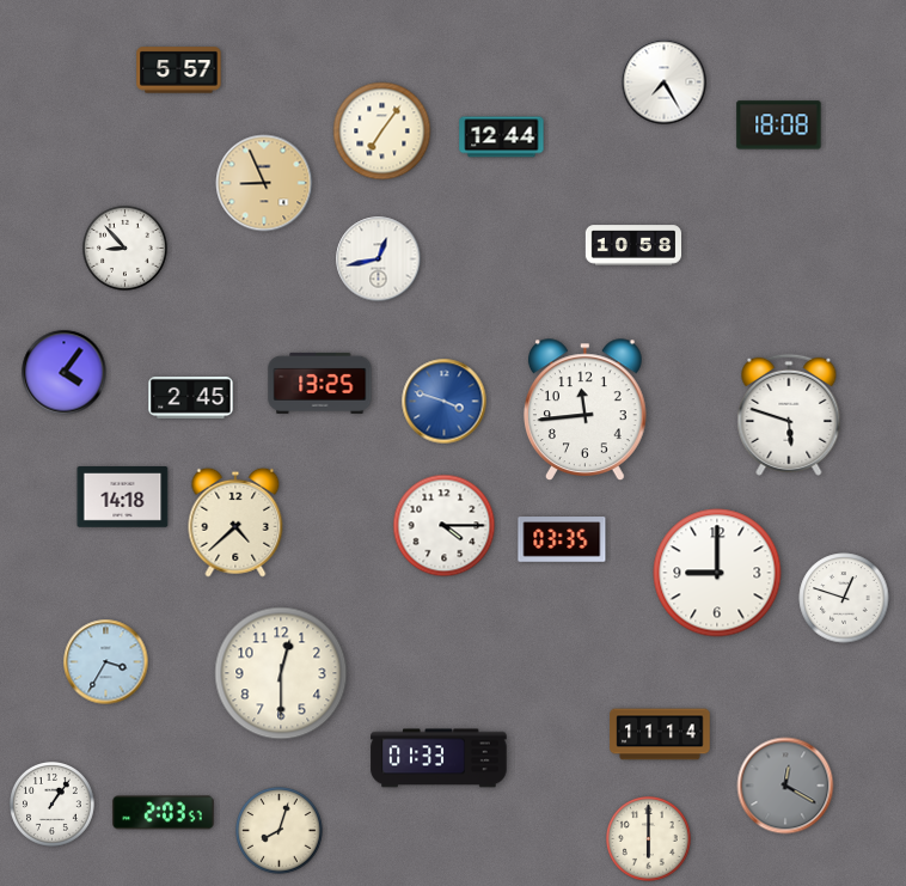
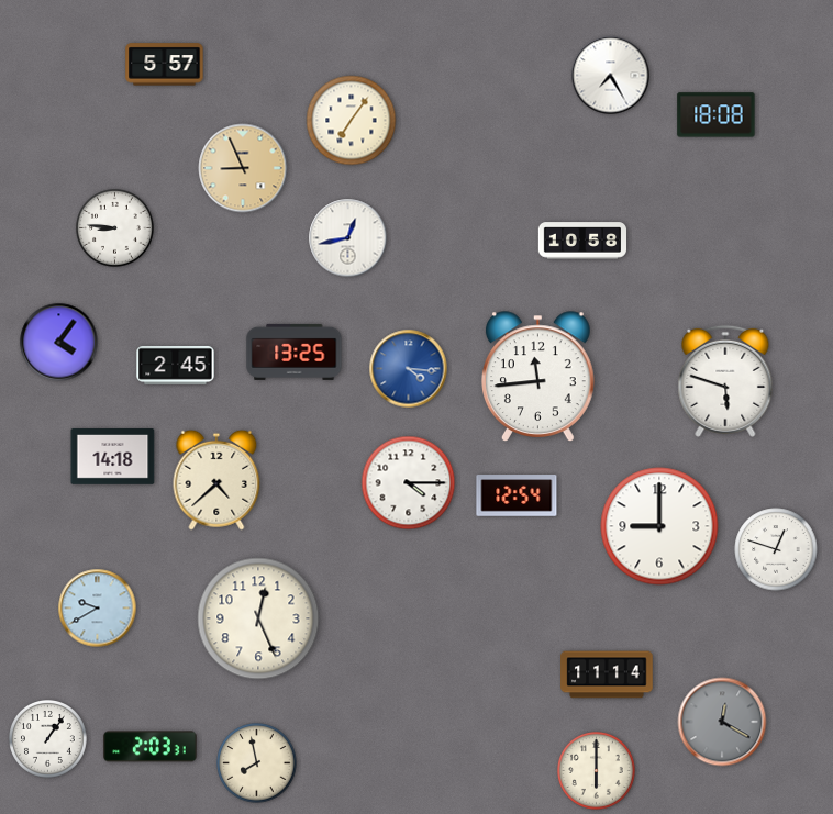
clock at (502, 138): 12:44 -> none
clock at (633, 245) position: (633, 245) -> (582, 241)
clock at (126, 249): 8:53 -> 8:46
clock at (445, 402): 3:48 -> 4:16
clock at (562, 539): 03:35 -> 12:54
clock at (106, 662): 3:35 -> 9:40
clock at (281, 673): 12:30 -> 12:26
clock at (439, 758): 01:33 -> none
clock at (164, 813): 2:03:57 -> 2:03:31
clock at (280, 831): 8:03 -> 7:58
